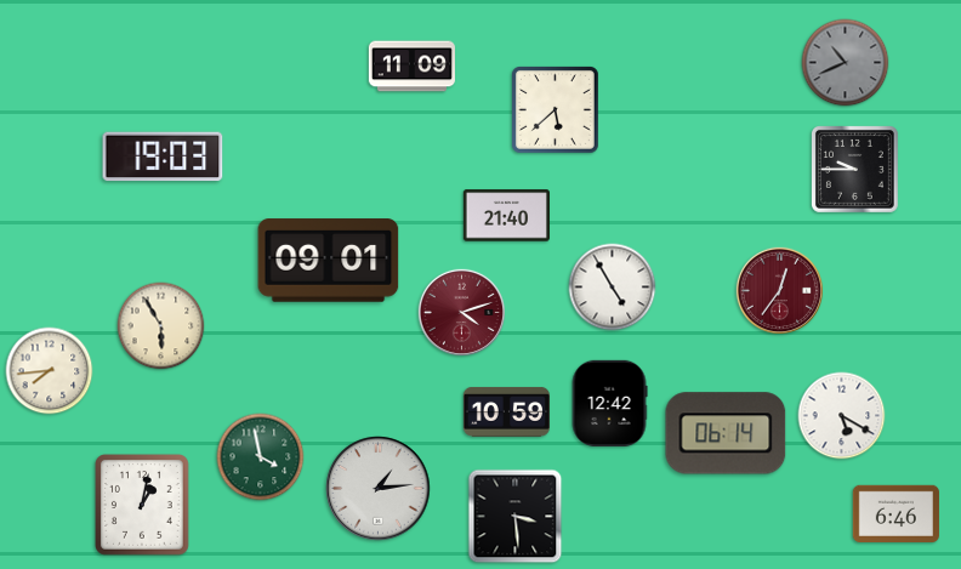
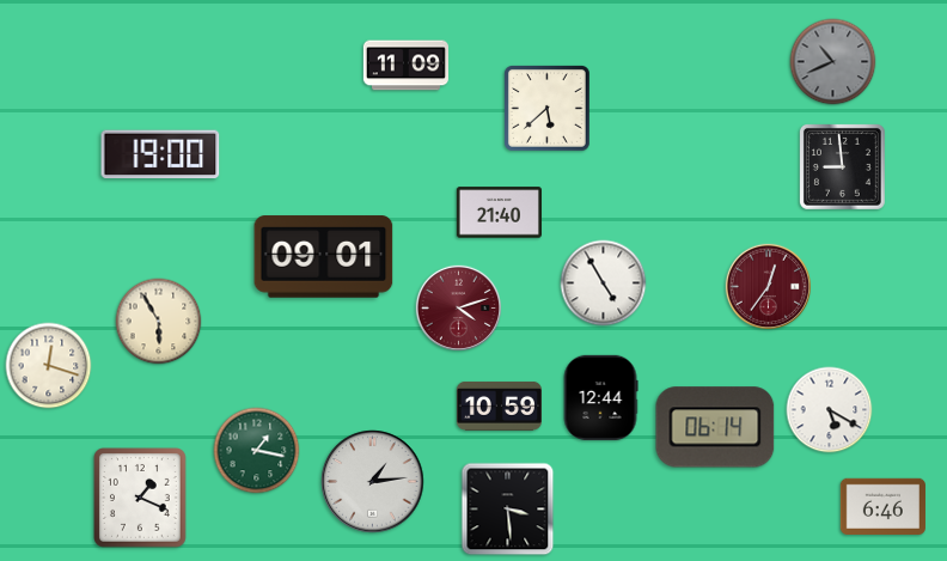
clock at (163, 157): 19:03 -> 19:00
clock at (854, 169): 9:45 -> 8:59
clock at (461, 312) position: (461, 312) -> (458, 307)
clock at (50, 371): 7:44 -> 12:18
clock at (609, 403): 12:42 -> 12:44
clock at (261, 457): 3:58 -> 1:17
clock at (143, 506): 1:02 -> 1:19
